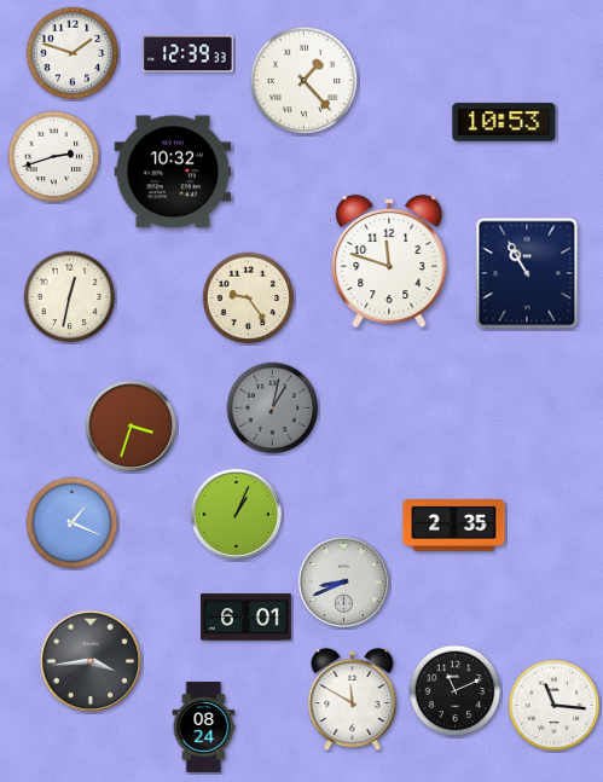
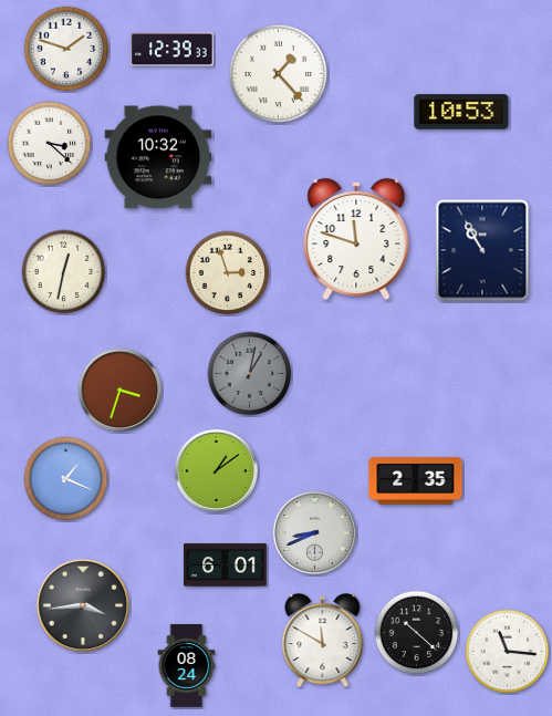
clock at (54, 157): 2:42 -> 3:22
clock at (249, 299): 9:24 -> 2:57
clock at (236, 514): 1:04 -> 1:09
clock at (456, 691): 11:11 -> 10:22
clock at (555, 706) position: (555, 706) -> (508, 652)
